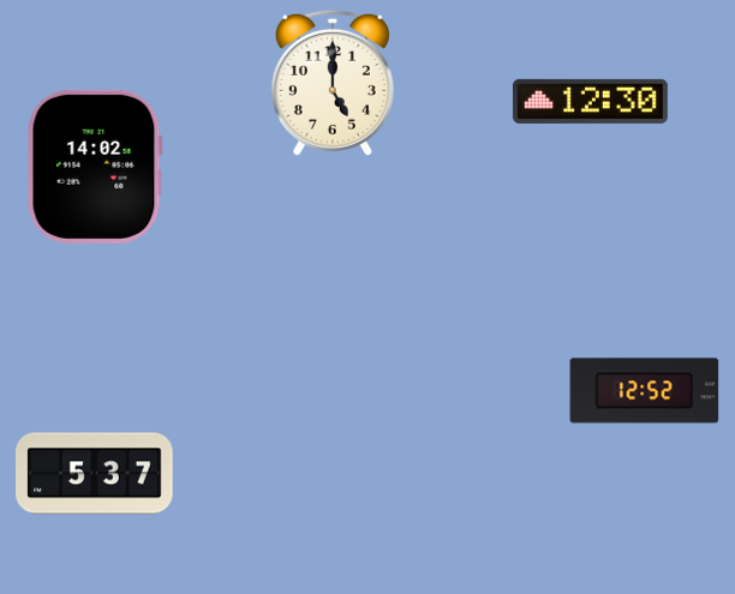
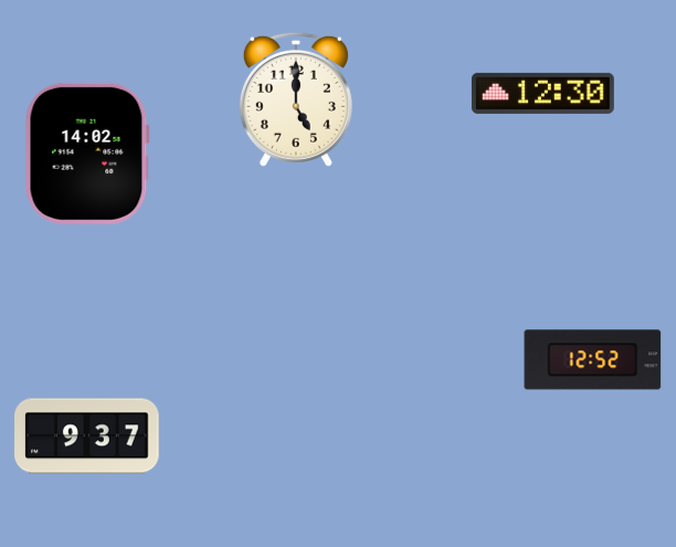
clock at (333, 83) position: (333, 83) -> (296, 99)
clock at (95, 474): 5:37 -> 9:37
